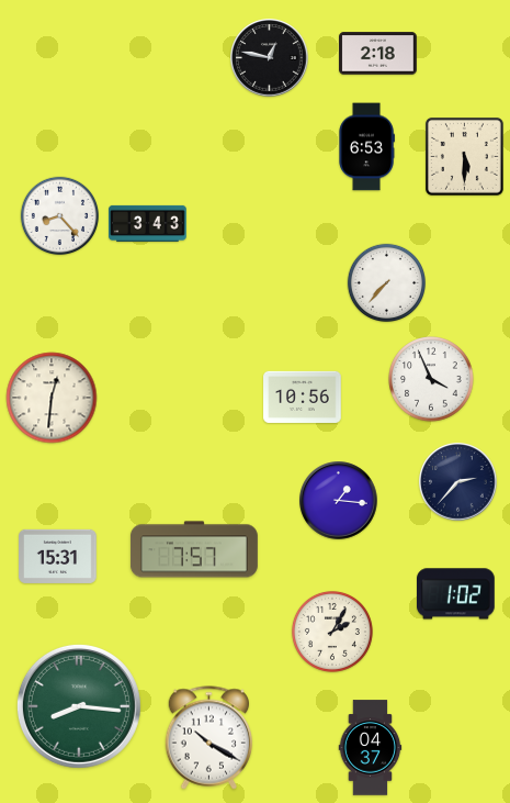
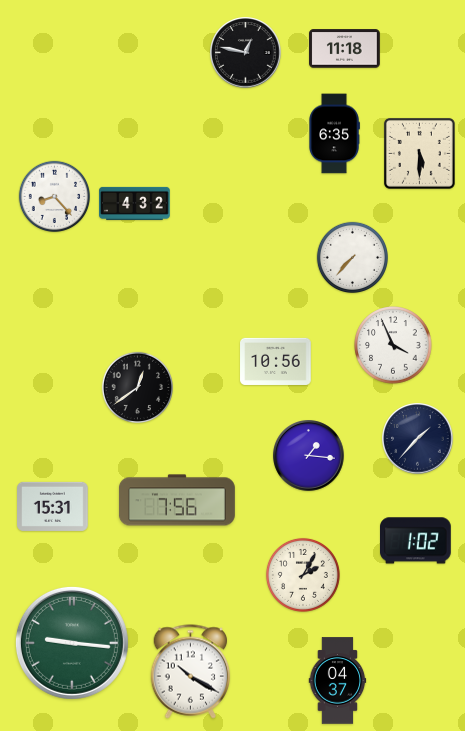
clock at (378, 54): 2:18 -> 11:18
clock at (366, 147): 6:53 -> 6:35
clock at (464, 156) position: (464, 156) -> (419, 153)
clock at (148, 223): 3:43 -> 4:32
clock at (52, 398): 12:31 -> none
clock at (137, 387): none -> 12:39
clock at (458, 482): 2:37 -> 1:37
clock at (194, 549): 7:57 -> 7:56
clock at (79, 706): 8:16 -> 9:16
